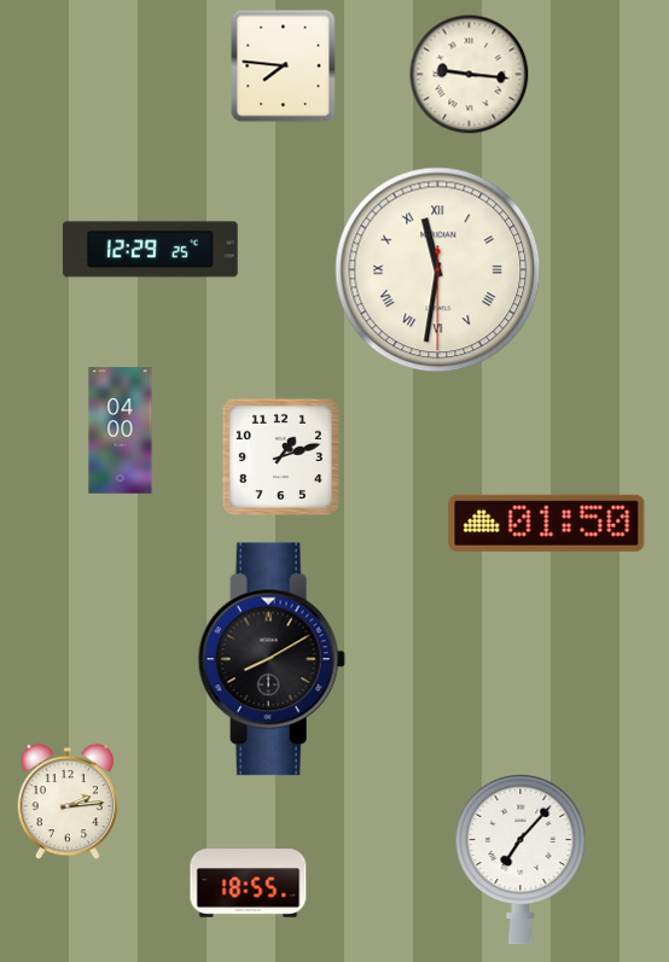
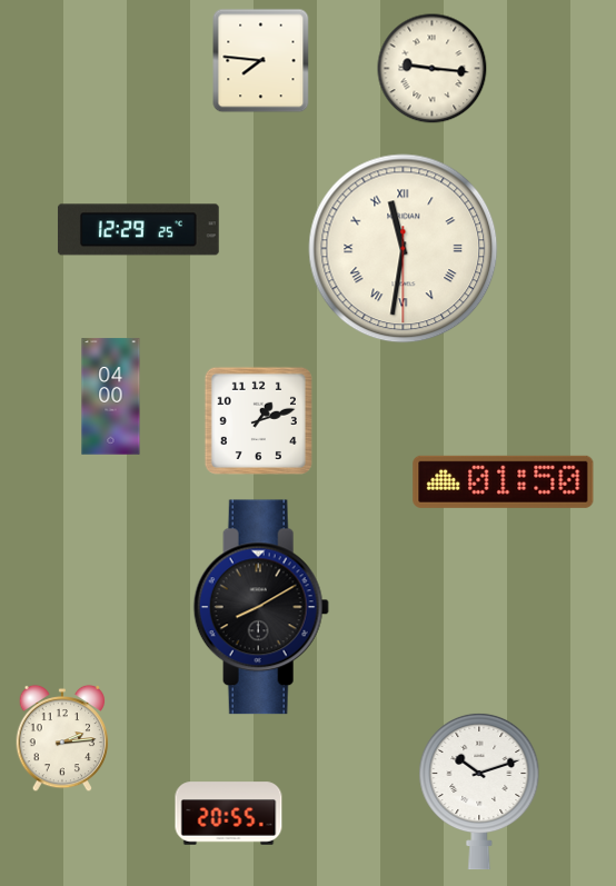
clock at (272, 659) position: (272, 659) -> (261, 607)
clock at (520, 859): 7:07 -> 10:12
clock at (249, 884): 18:55 -> 20:55
